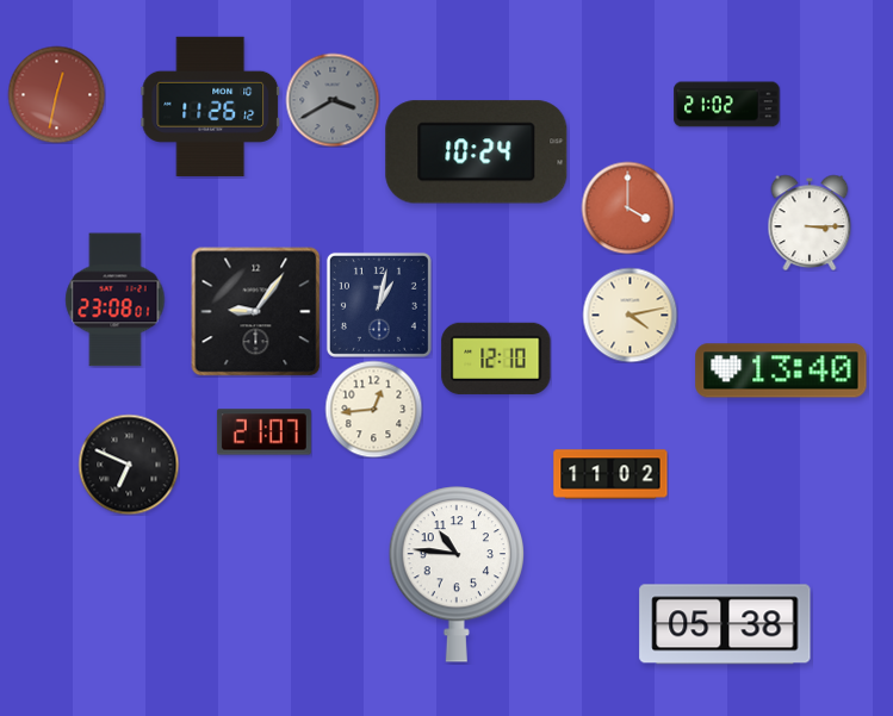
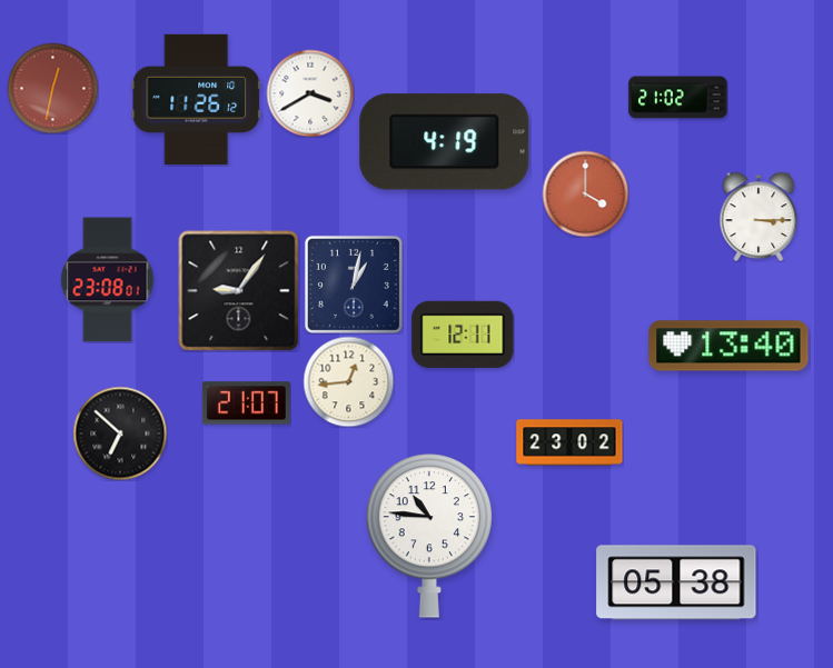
clock at (333, 100) dial: grey -> white
clock at (477, 152): 10:24 -> 4:19
clock at (810, 223) position: (810, 223) -> (758, 217)
clock at (630, 315): 4:13 -> none
clock at (496, 359): 12:10 -> 12:11
clock at (129, 465): 6:49 -> 6:52
clock at (610, 474): 11:02 -> 23:02
clock at (455, 574) position: (455, 574) -> (428, 536)
